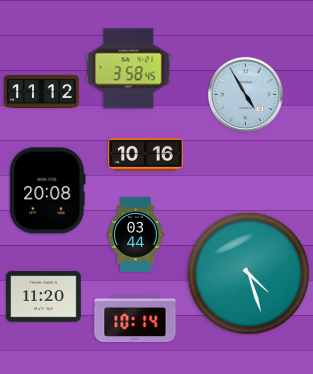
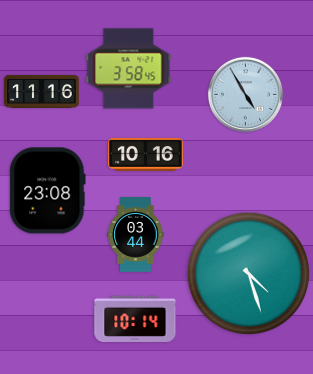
clock at (42, 91): 11:12 -> 11:16
clock at (48, 191): 20:08 -> 23:08
clock at (44, 297): 11:20 -> none
